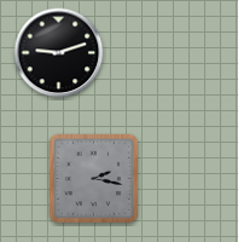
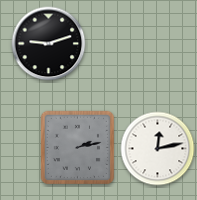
clock at (93, 178): 2:17 -> 2:13
clock at (158, 149): none -> 12:13
